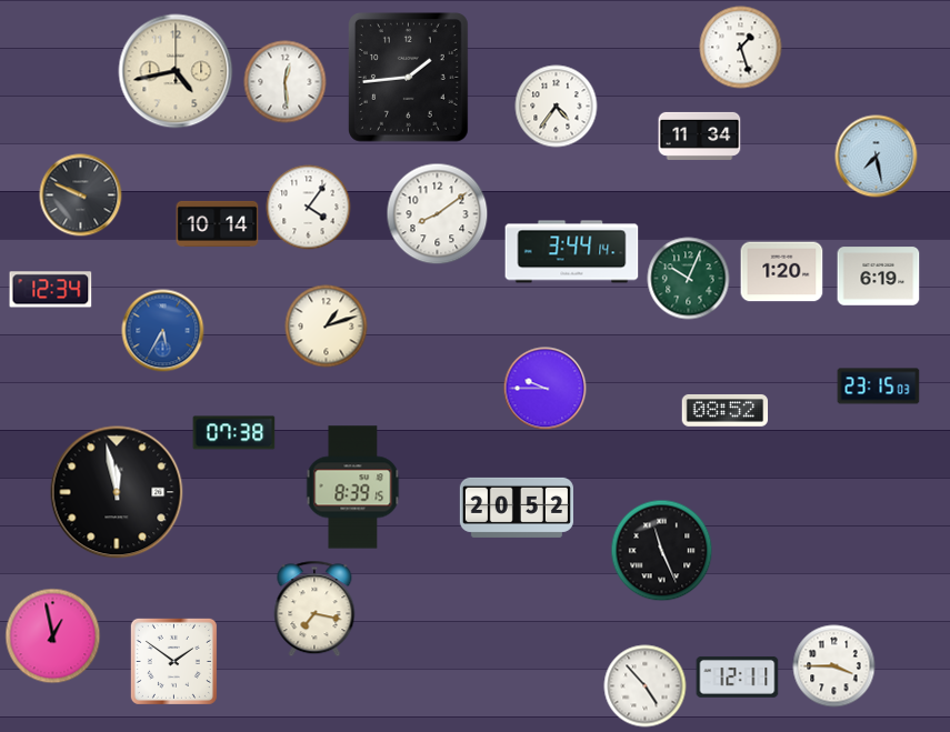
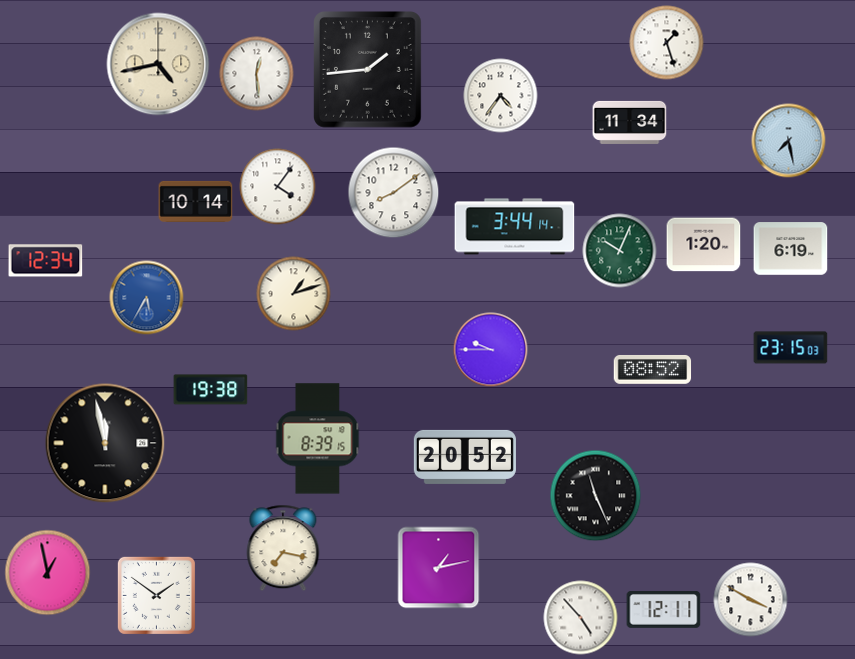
clock at (81, 195): 9:49 -> none
clock at (234, 433): 07:38 -> 19:38
clock at (439, 568): none -> 1:13
clock at (834, 666): 3:45 -> 3:50
